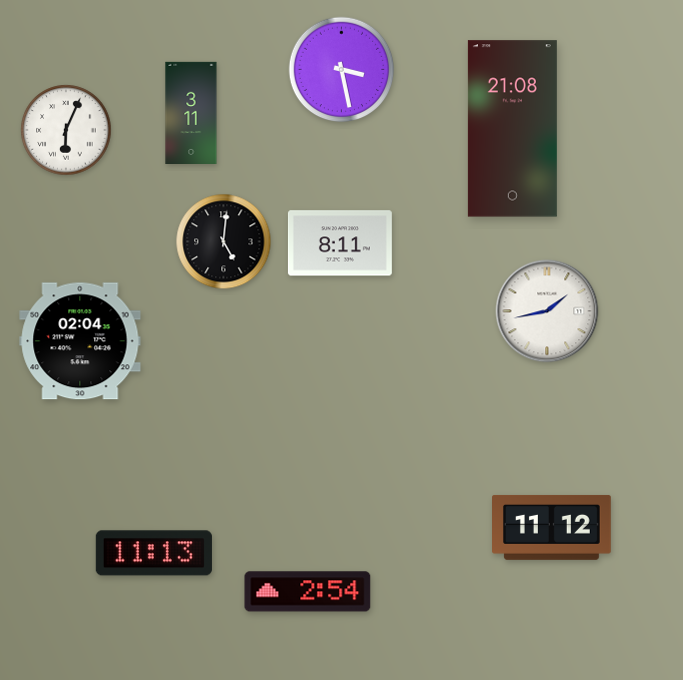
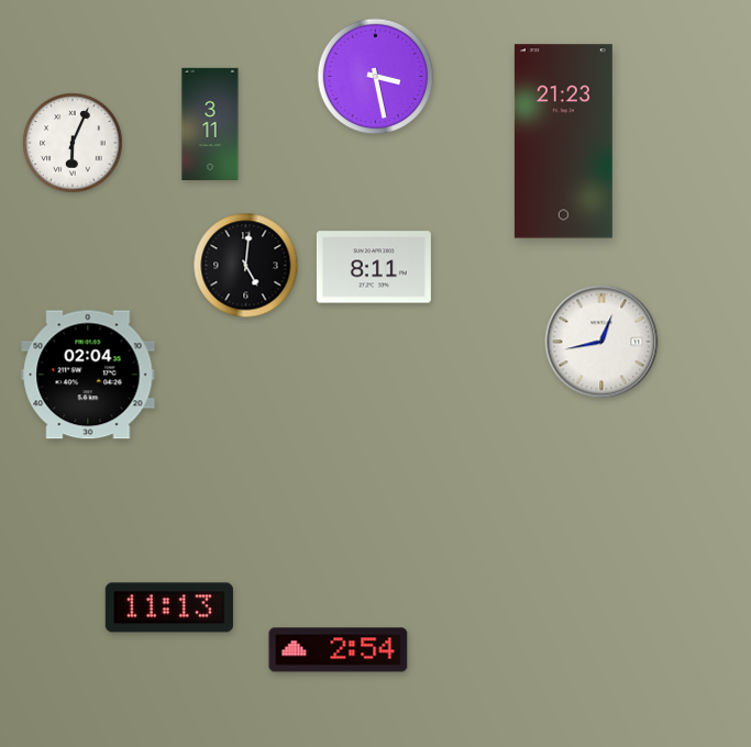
clock at (512, 129): 21:08 -> 21:23
clock at (547, 311): 1:43 -> 12:43
clock at (552, 527): 11:12 -> none
